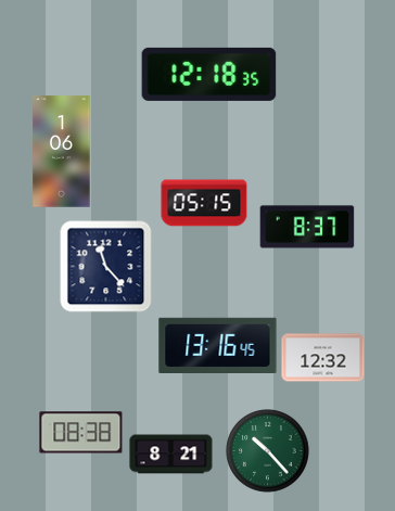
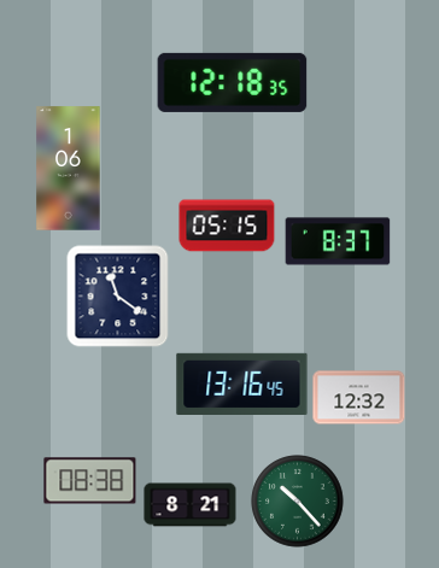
clock at (307, 227) position: (307, 227) -> (338, 241)
clock at (106, 267): 11:23 -> 11:21
